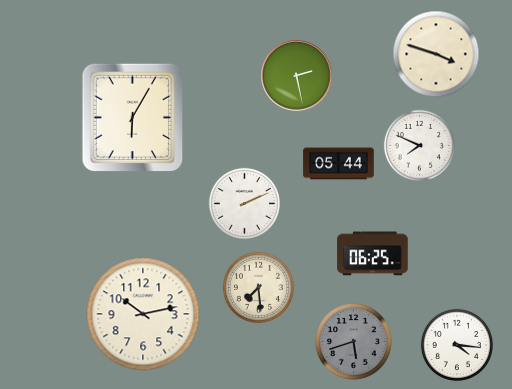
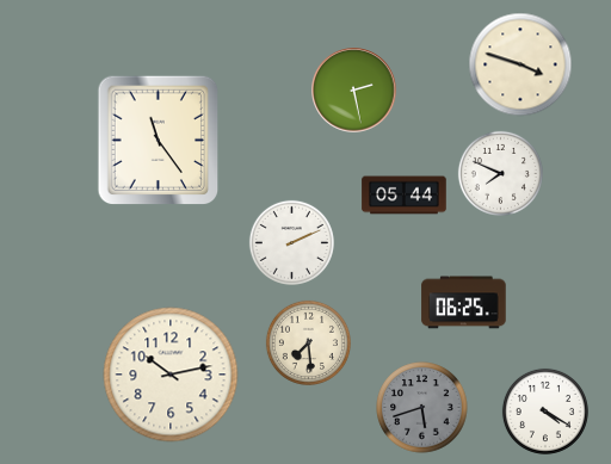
clock at (133, 118): 6:05 -> 11:24
clock at (373, 254) position: (373, 254) -> (464, 303)
clock at (457, 345): 4:16 -> 4:20
